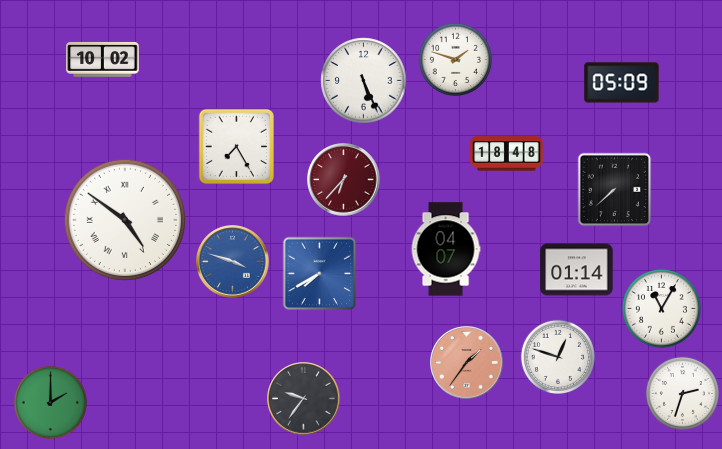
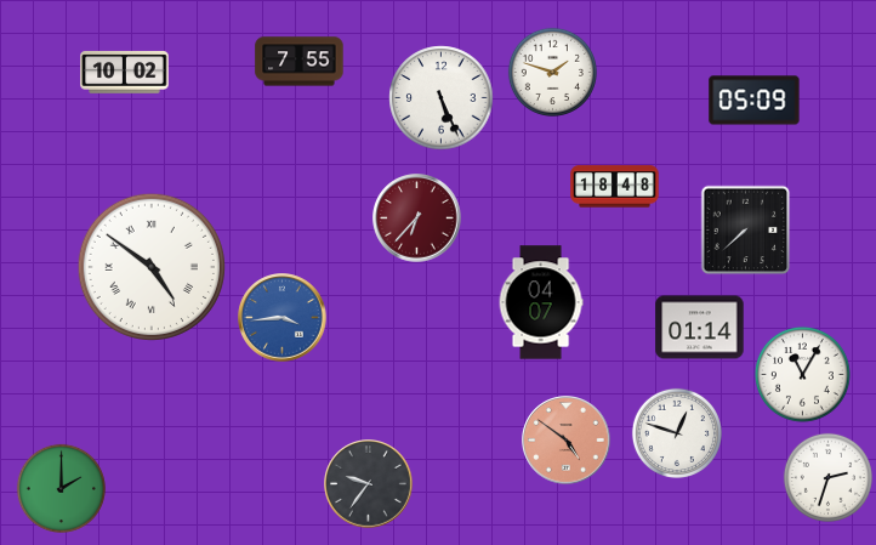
clock at (300, 62): none -> 7:55
clock at (236, 146): 7:25 -> none
clock at (233, 262): 3:48 -> 3:44
clock at (320, 274): 7:40 -> none
clock at (467, 363): 1:36 -> 4:51
